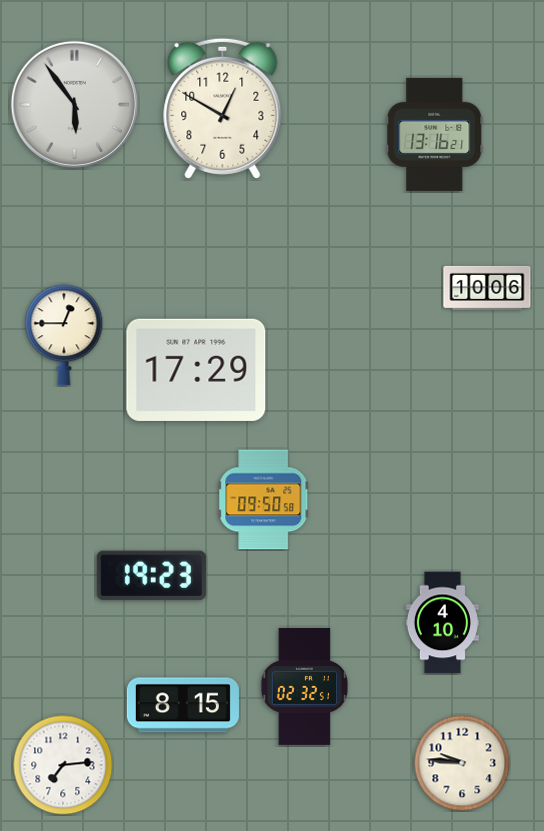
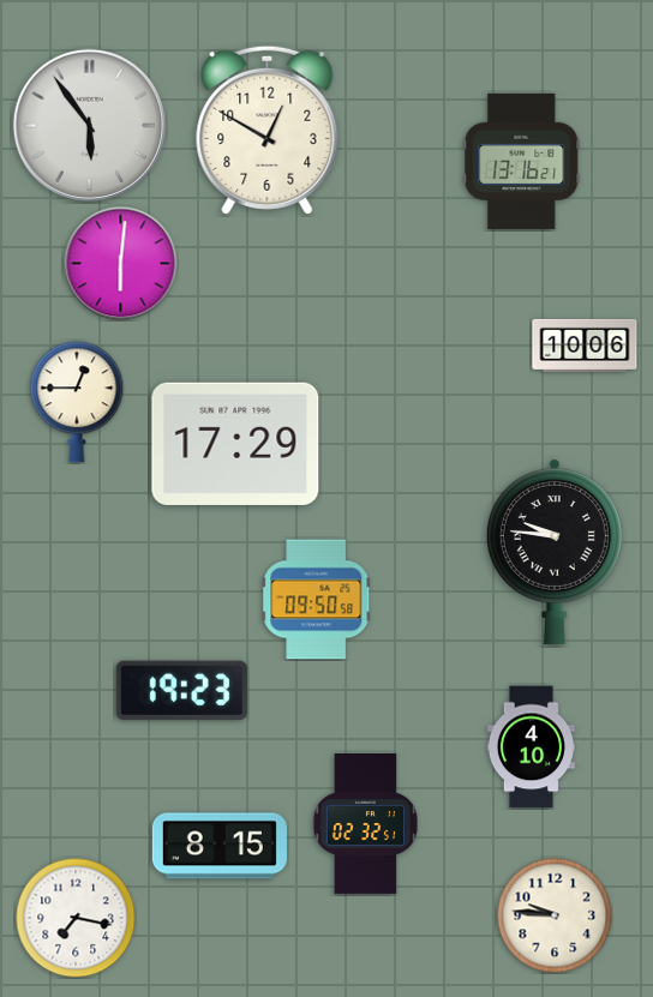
clock at (120, 263): none -> 6:01
clock at (555, 551): none -> 9:46
clock at (63, 765): 7:14 -> 7:17
